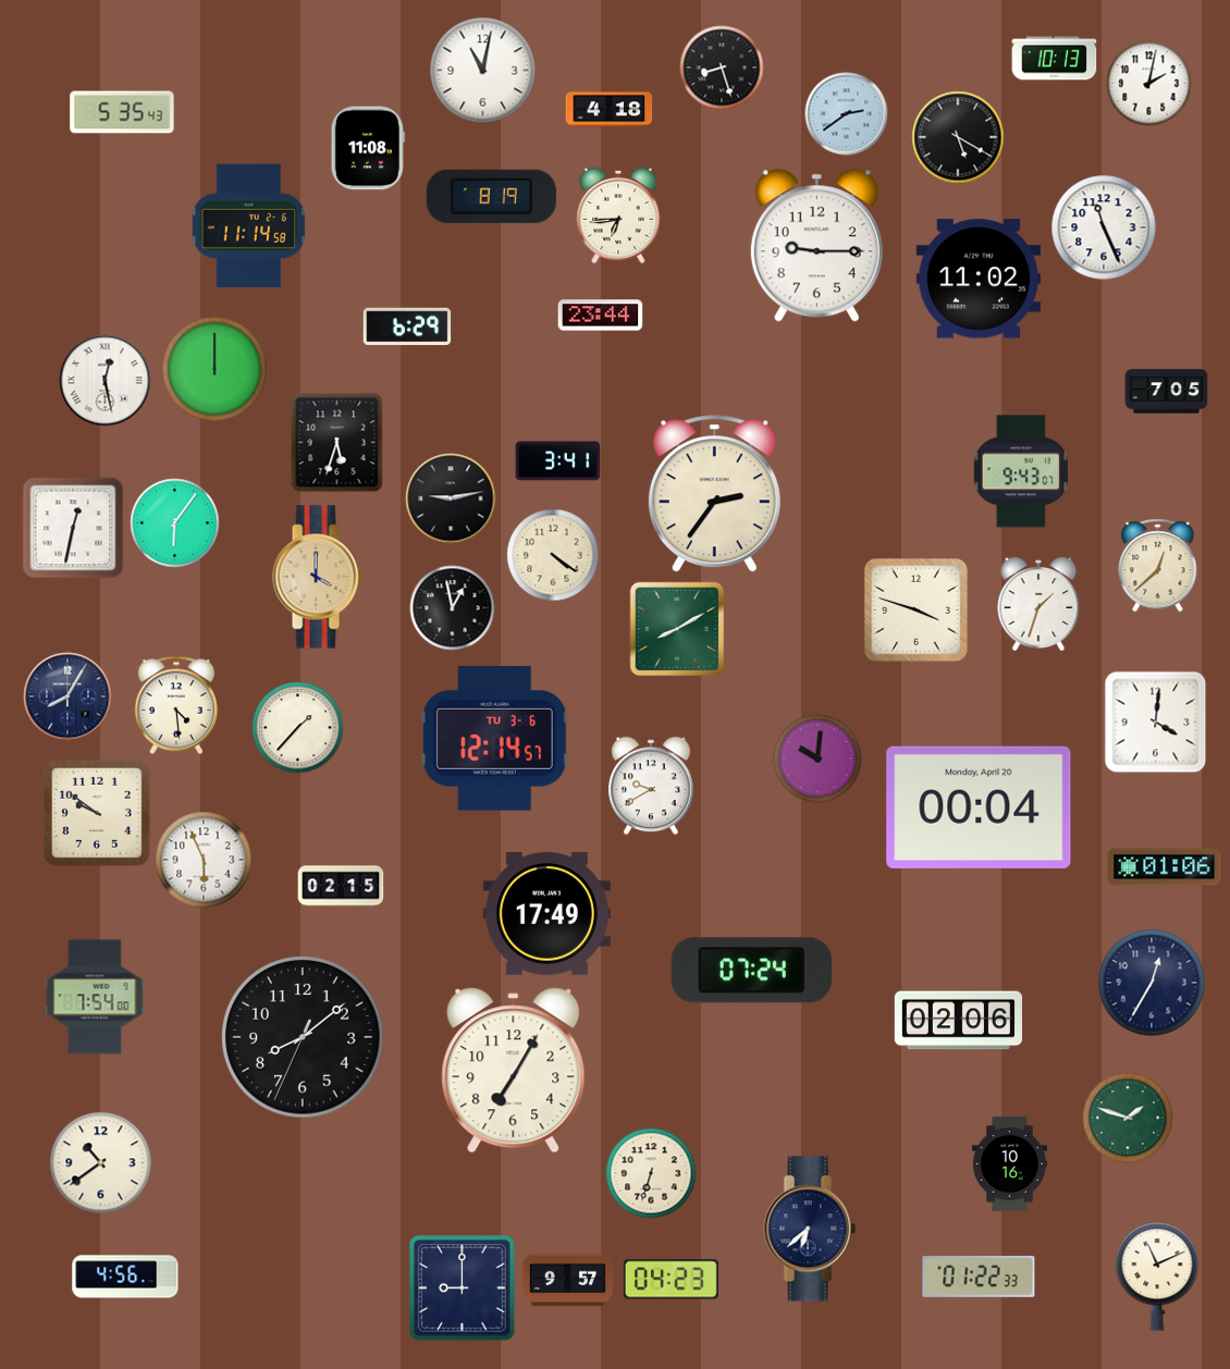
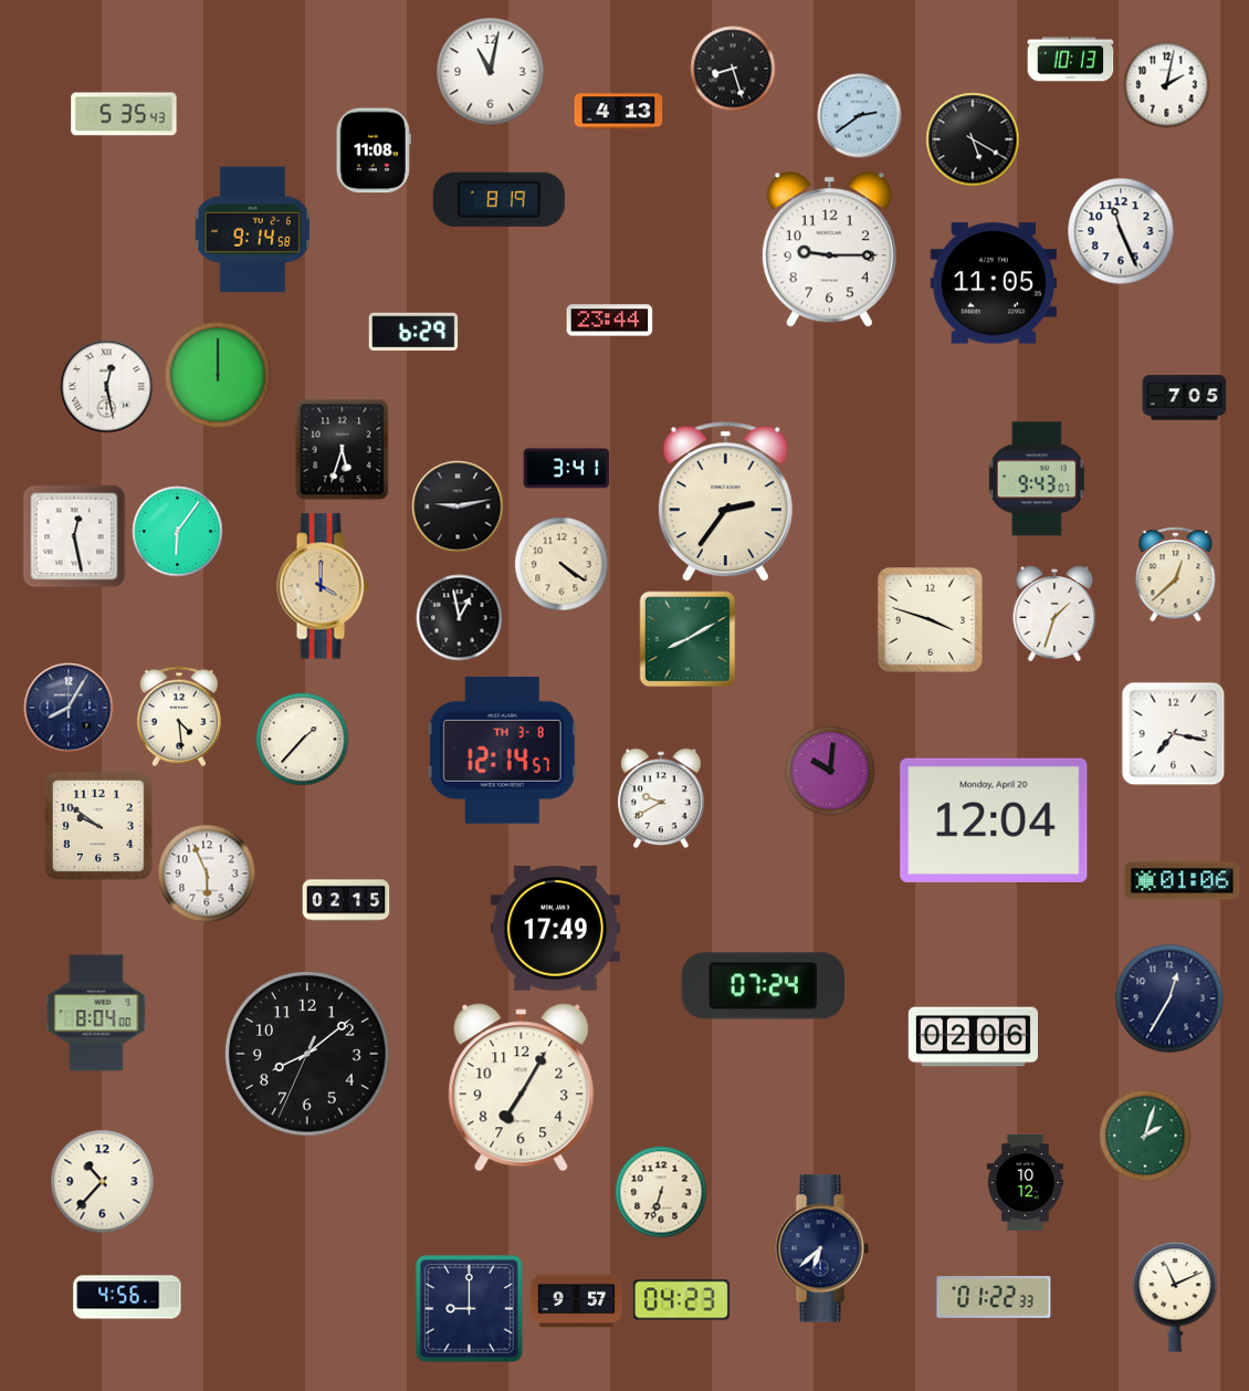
clock at (610, 110): 4:18 -> 4:13
clock at (618, 215): 6:44 -> none
clock at (249, 226): 11:14 -> 9:14
clock at (979, 279): 11:02 -> 11:05
clock at (73, 528): 12:32 -> 12:28
clock at (1156, 723): 4:01 -> 7:17
clock at (494, 738) date: TU 3-6 -> TH 3-8
clock at (979, 807): 00:04 -> 12:04
clock at (95, 997): 7:54 -> 8:04
clock at (1128, 1118): 1:48 -> 2:03
clock at (101, 1163): 10:39 -> 10:37
clock at (1009, 1163): 10:16 -> 10:12
